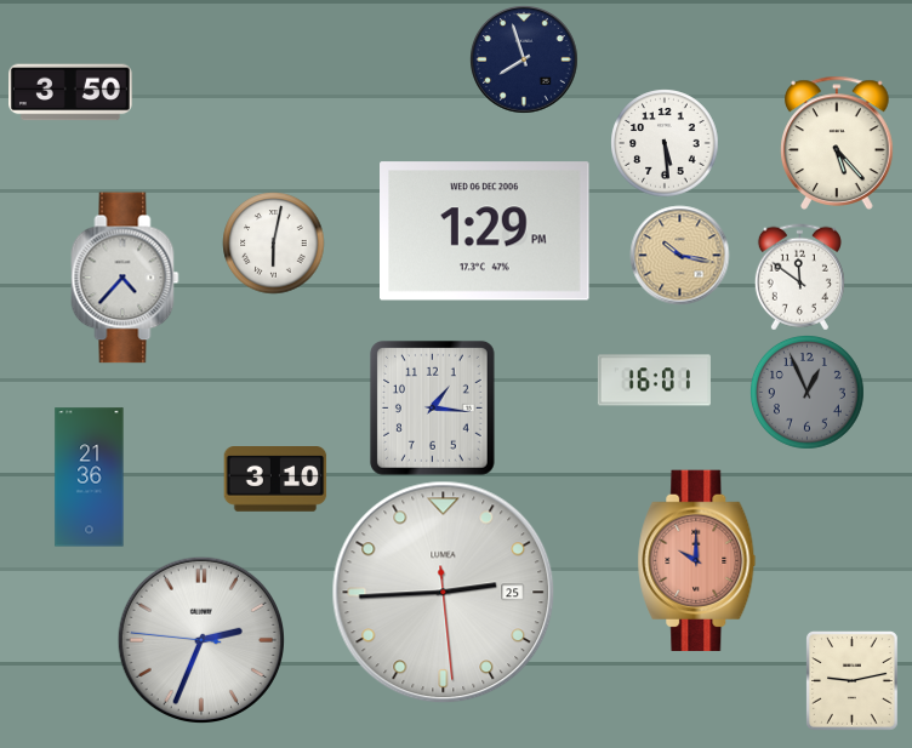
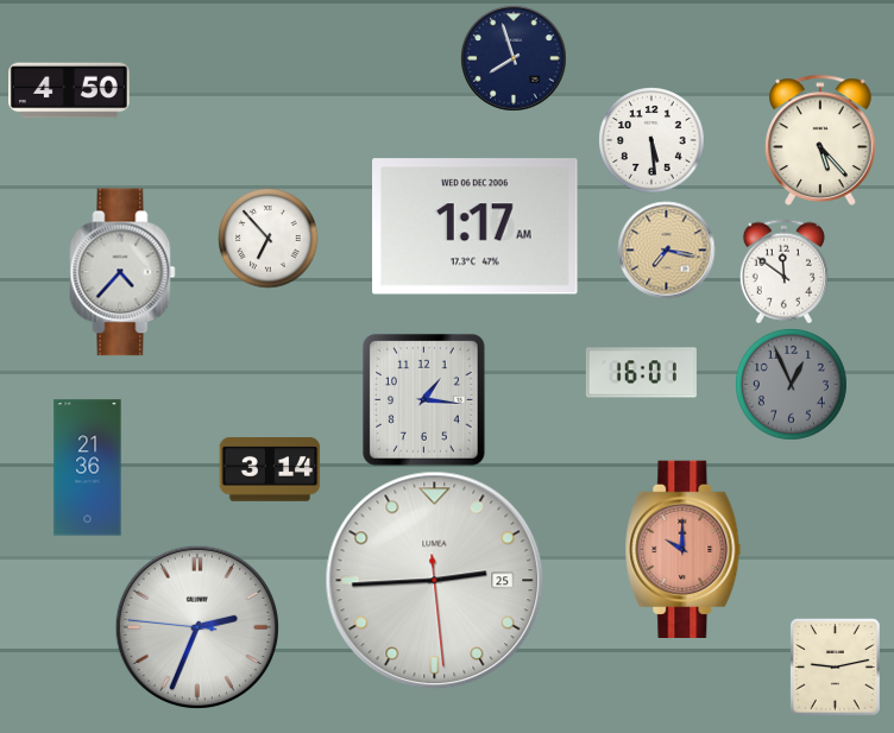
clock at (72, 92): 3:50 -> 4:50
clock at (485, 232): 1:29 -> 1:17
clock at (273, 242): 6:02 -> 6:53
clock at (679, 255): 10:17 -> 7:17
clock at (275, 480): 3:10 -> 3:14
